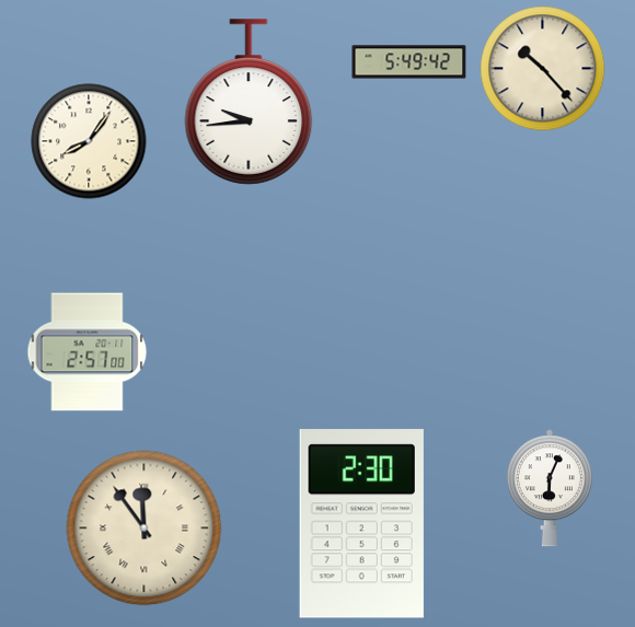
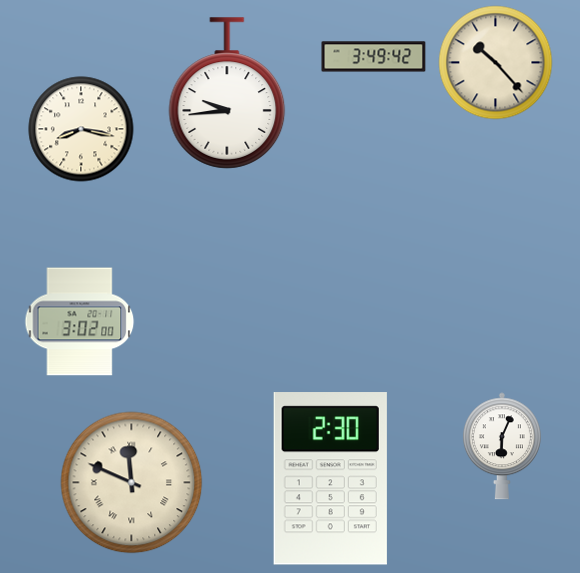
clock at (409, 62): 5:49 -> 3:49
clock at (89, 141): 8:06 -> 8:17
clock at (88, 352): 2:57 -> 3:02
clock at (145, 529): 11:54 -> 11:49
